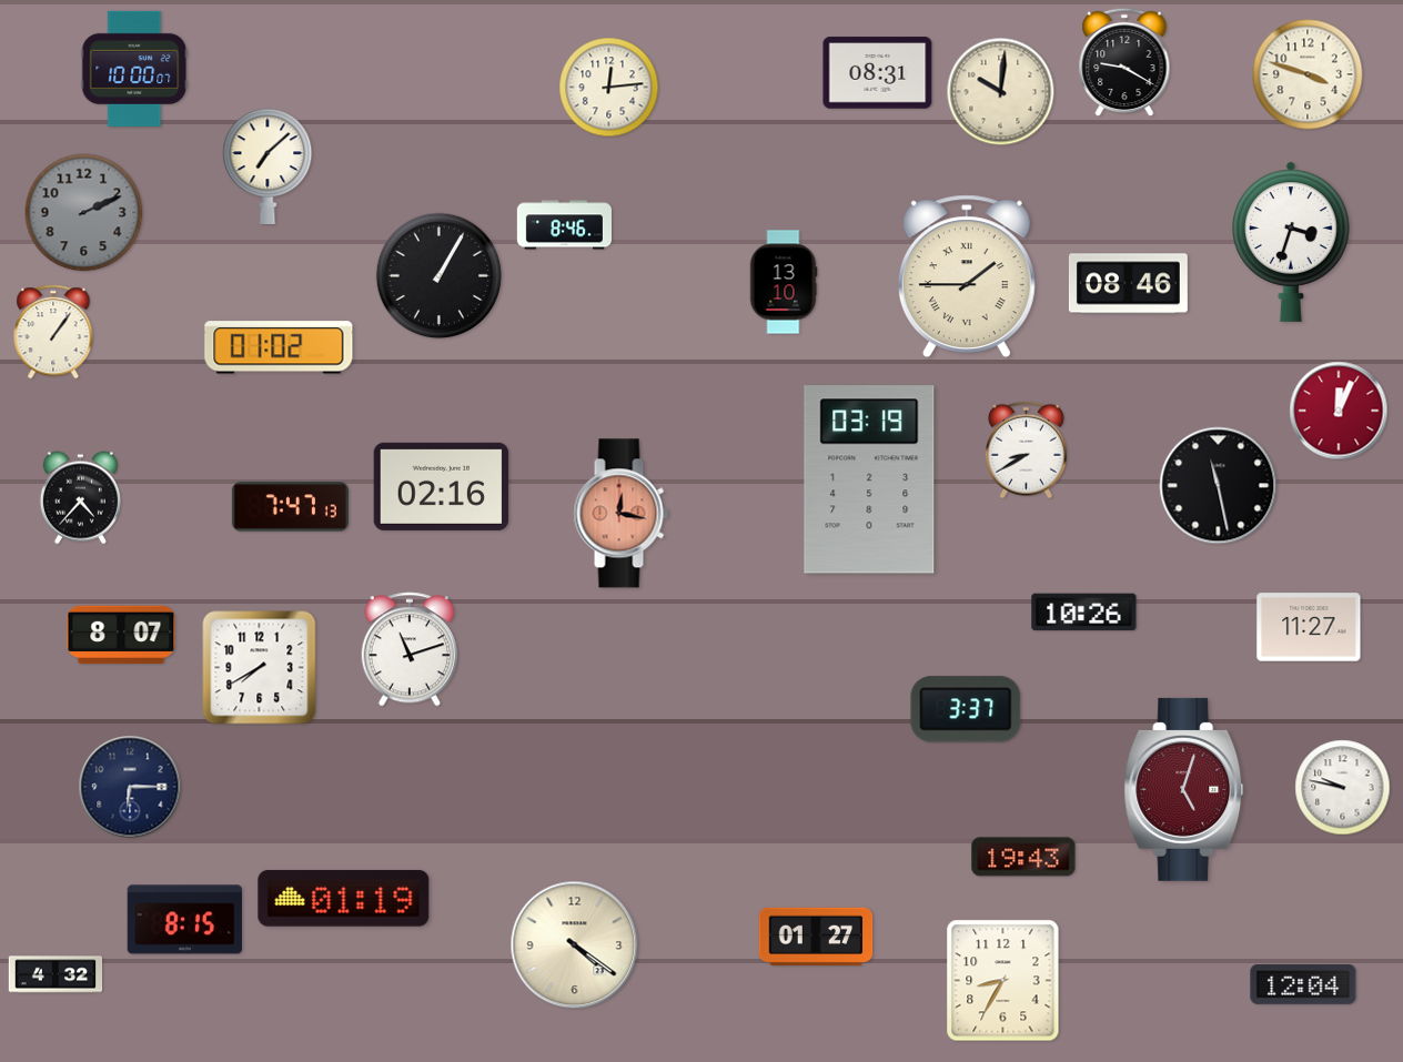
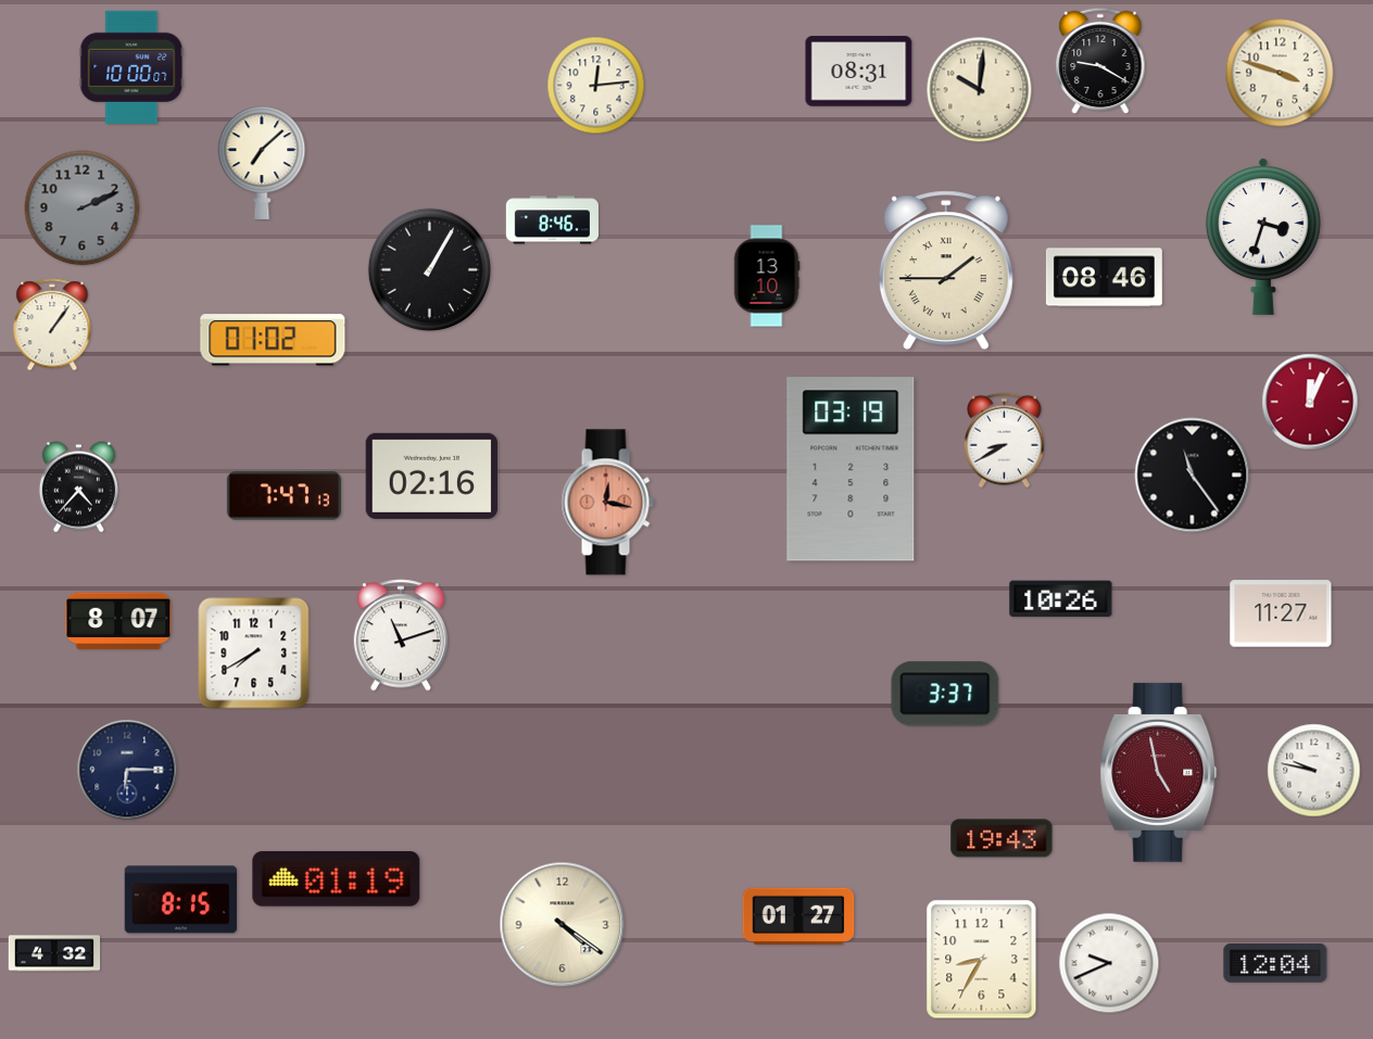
clock at (1219, 486): 11:28 -> 11:24
clock at (1184, 789): 5:03 -> 4:58
clock at (1109, 963): none -> 9:41
